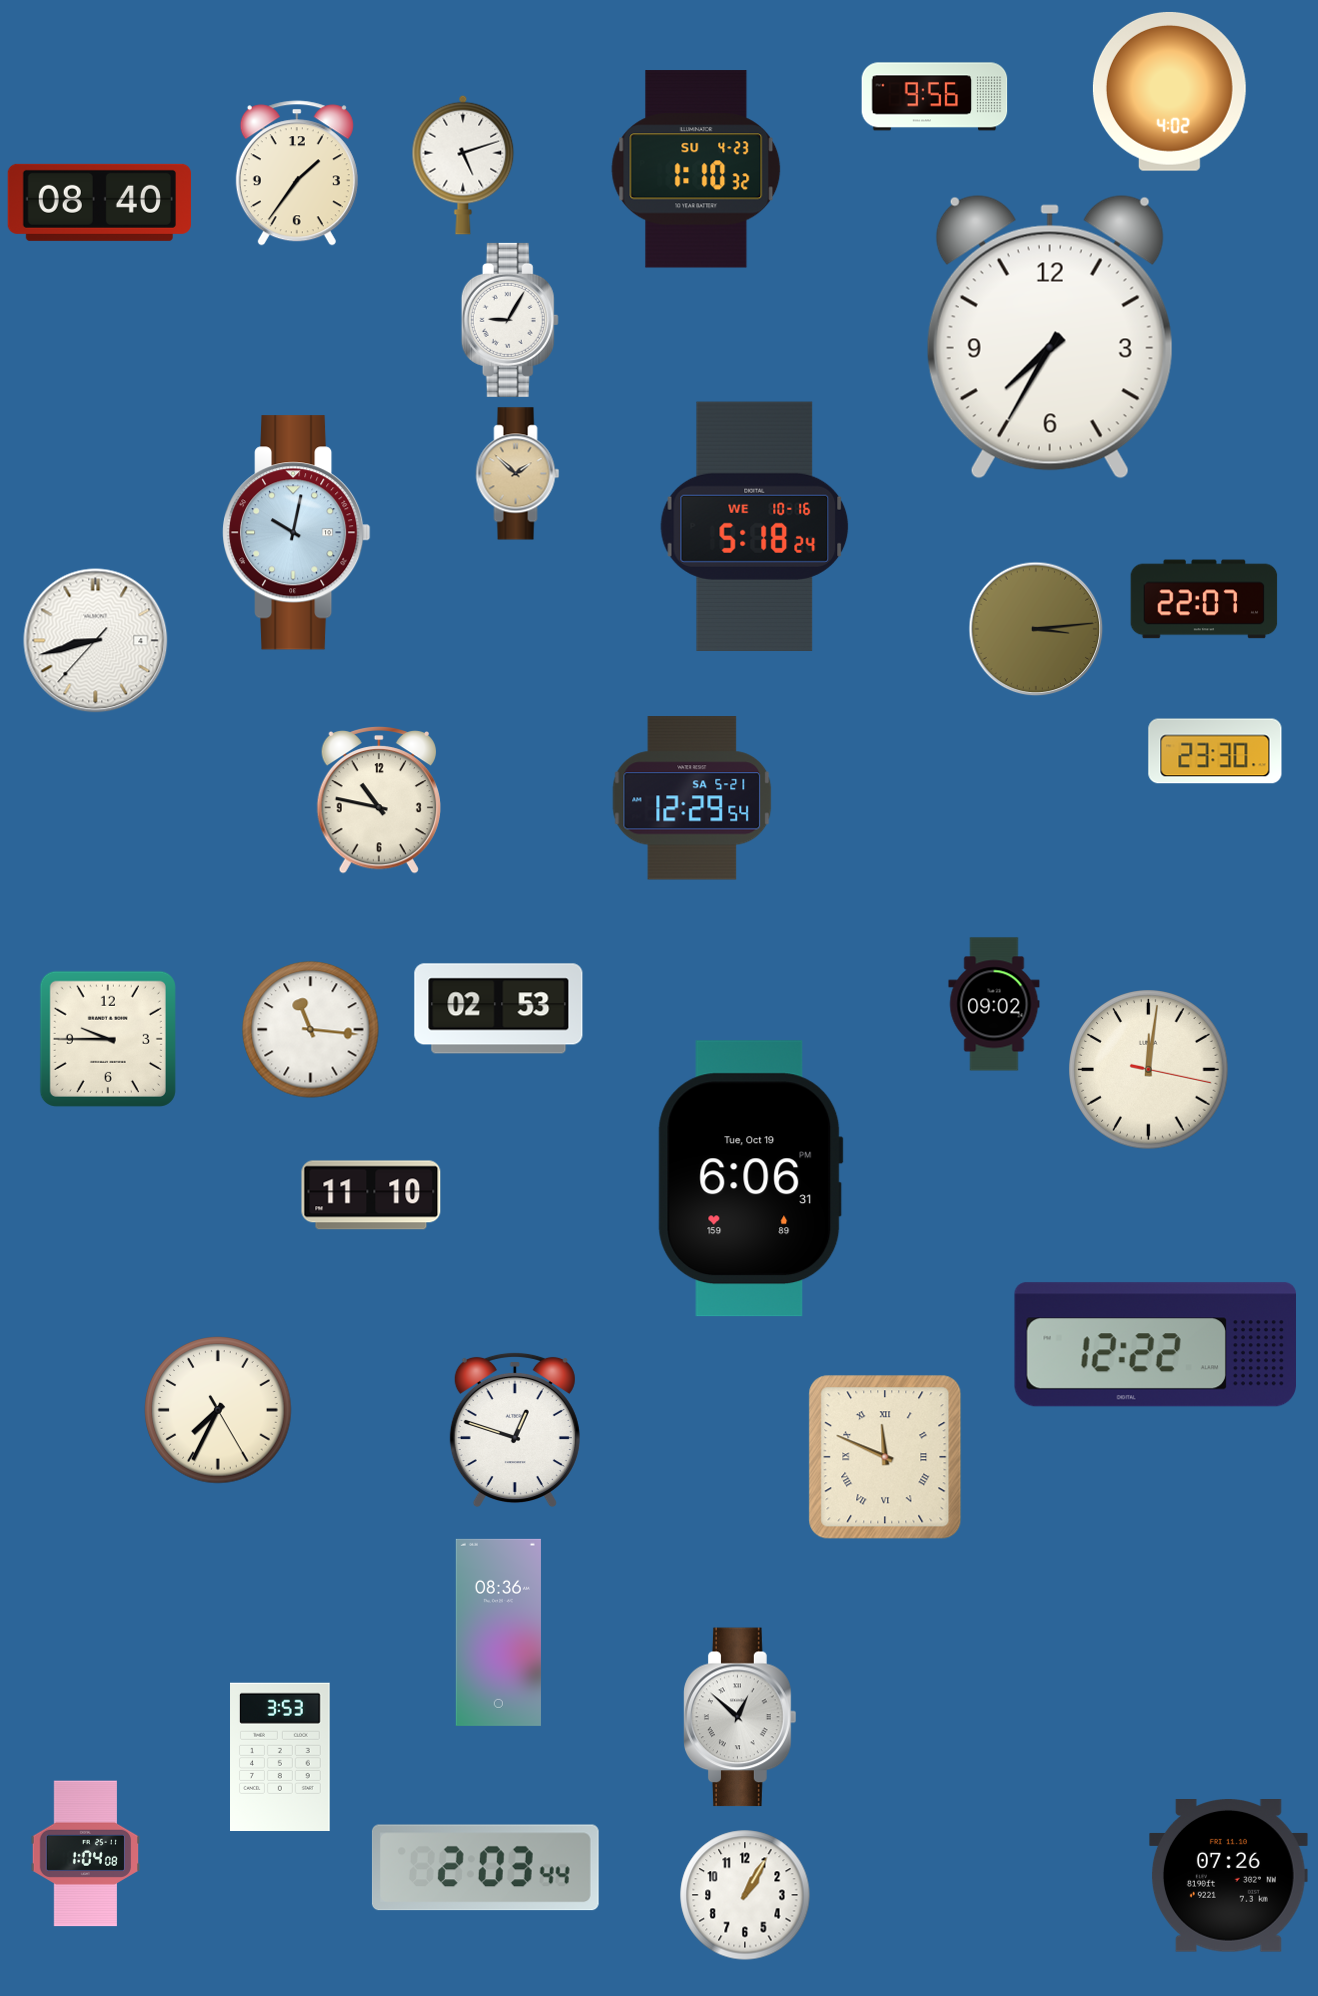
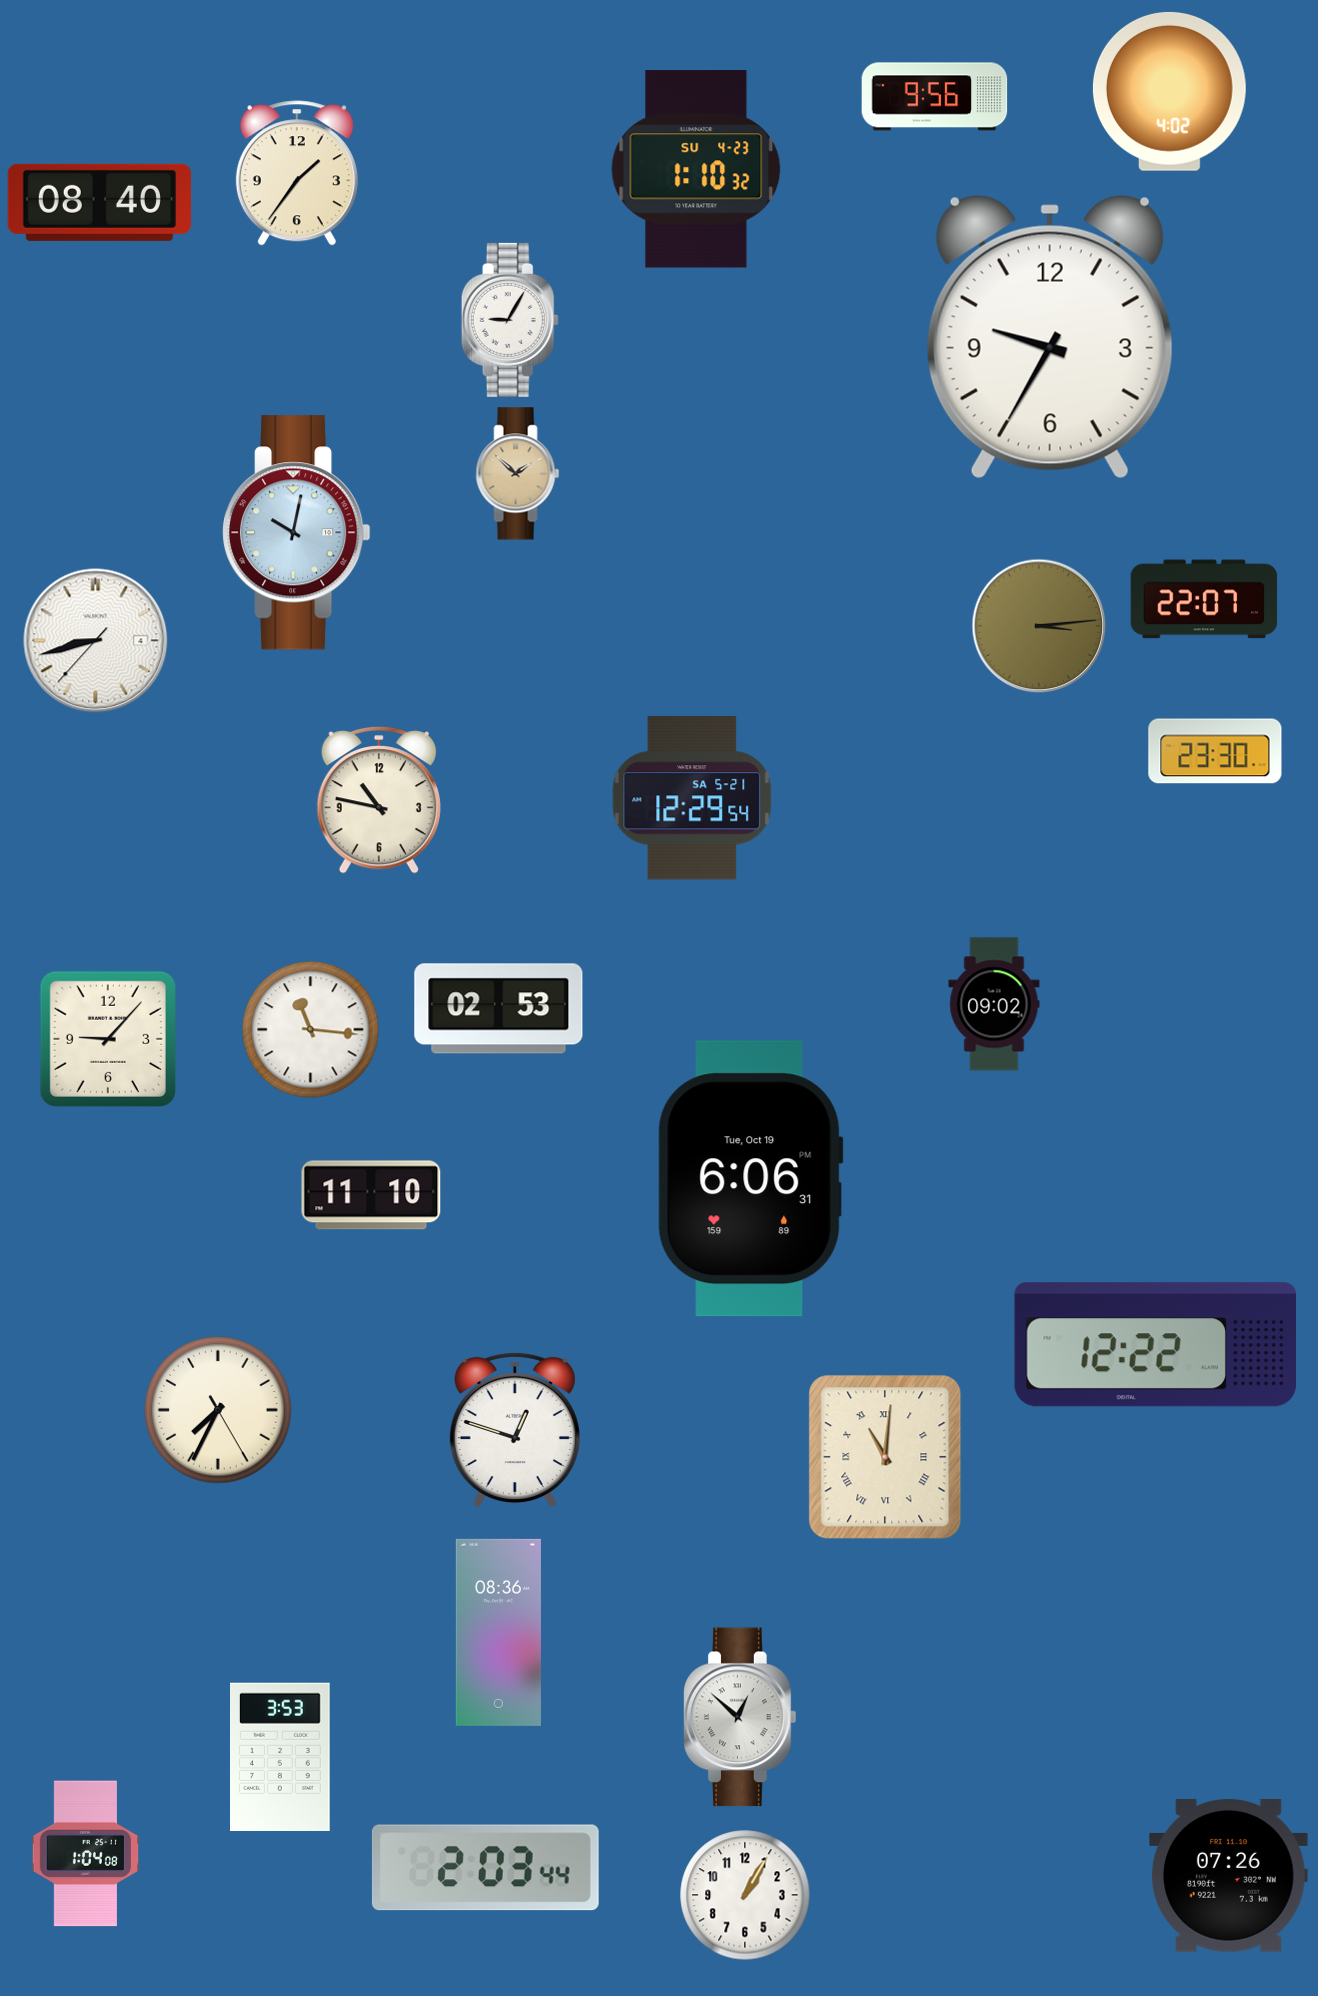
clock at (463, 165): 5:12 -> none
clock at (1050, 337): 7:35 -> 9:35
clock at (755, 526): 5:18 -> none
clock at (1036, 629) position: (1036, 629) -> (1039, 626)
clock at (108, 1039): 9:45 -> 9:07
clock at (1149, 1070): 12:01 -> none
clock at (885, 1457): 11:49 -> 11:01
